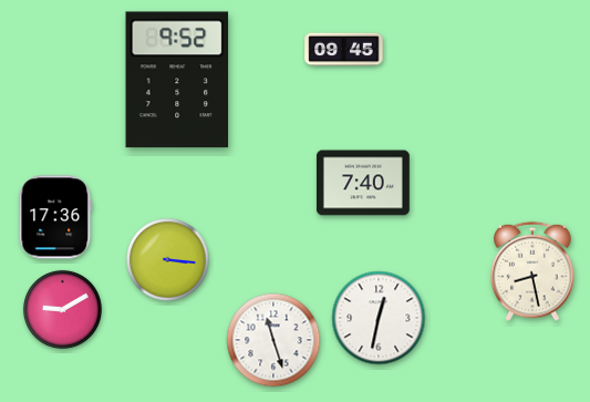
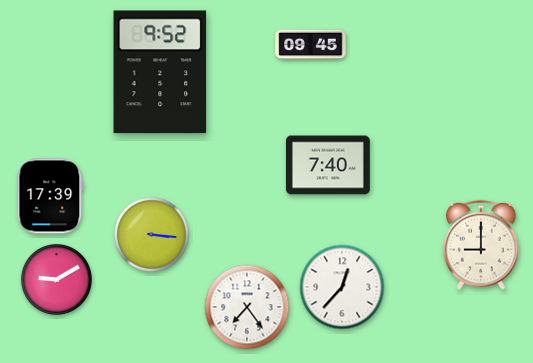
clock at (55, 217): 17:36 -> 17:39
clock at (532, 271): 8:28 -> 9:00
clock at (379, 318): 12:32 -> 12:37
clock at (273, 340): 11:27 -> 7:24
